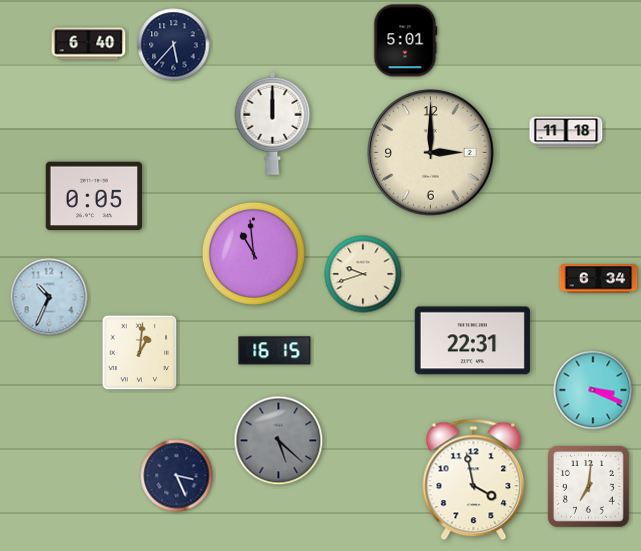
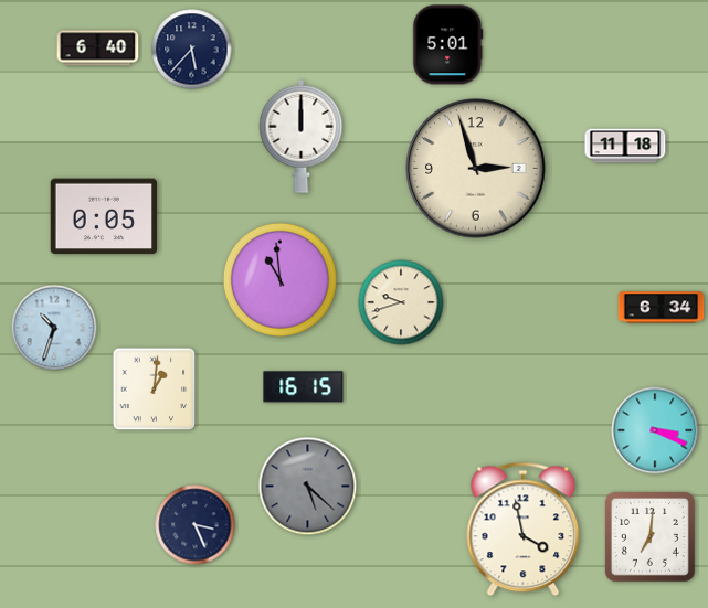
clock at (431, 153): 3:00 -> 2:57
clock at (49, 297): 10:34 -> 10:33
clock at (472, 341): 22:31 -> none
